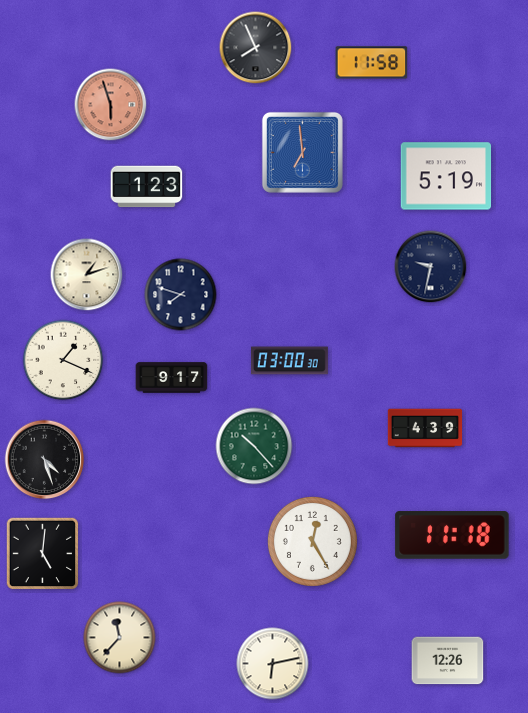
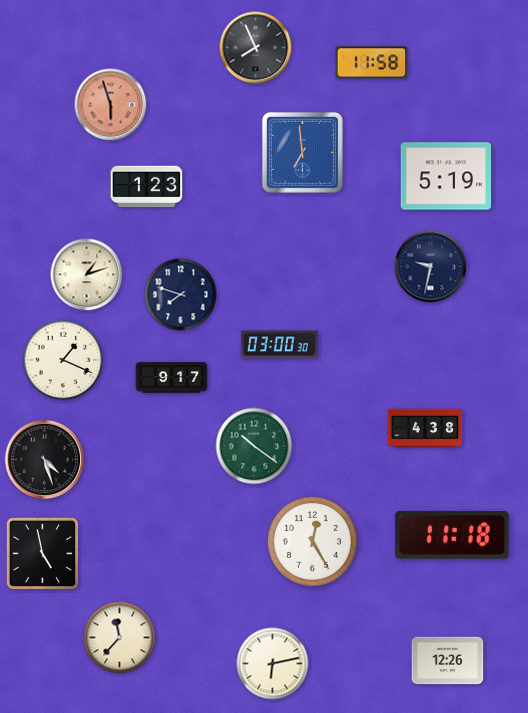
clock at (289, 361) position: (289, 361) -> (279, 345)
clock at (425, 428): 4:39 -> 4:38
clock at (254, 446): 10:23 -> 10:21
clock at (43, 554): 5:01 -> 4:58
